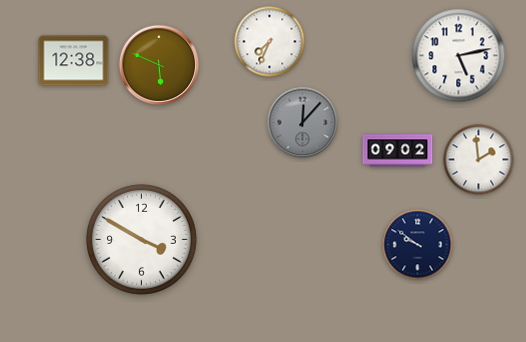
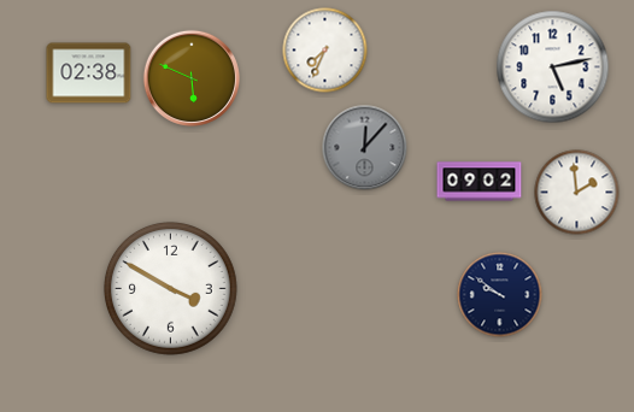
clock at (74, 61): 12:38 -> 02:38
clock at (418, 245) position: (418, 245) -> (500, 295)
